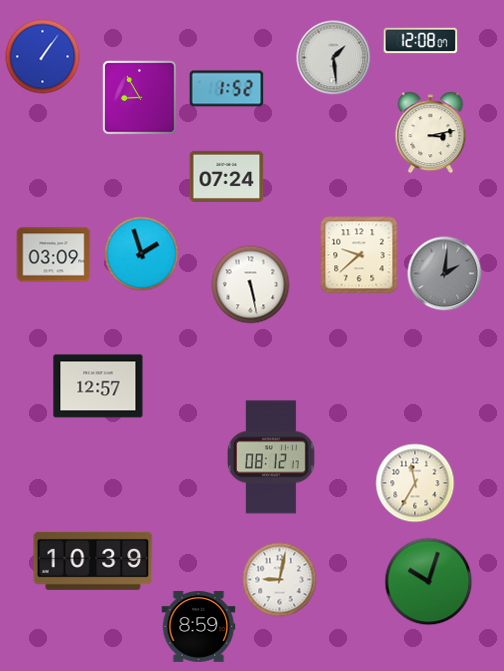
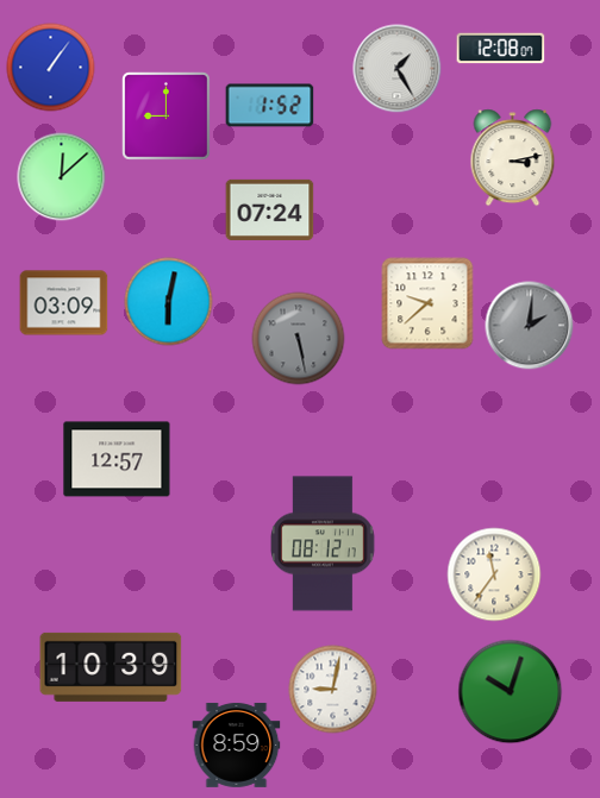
clock at (334, 58): 1:29 -> 1:25
clock at (140, 98): 8:55 -> 9:00
clock at (62, 177): none -> 12:08
clock at (142, 254): 1:57 -> 6:02
clock at (251, 285) dial: white -> grey
clock at (415, 483): 11:35 -> 11:36
